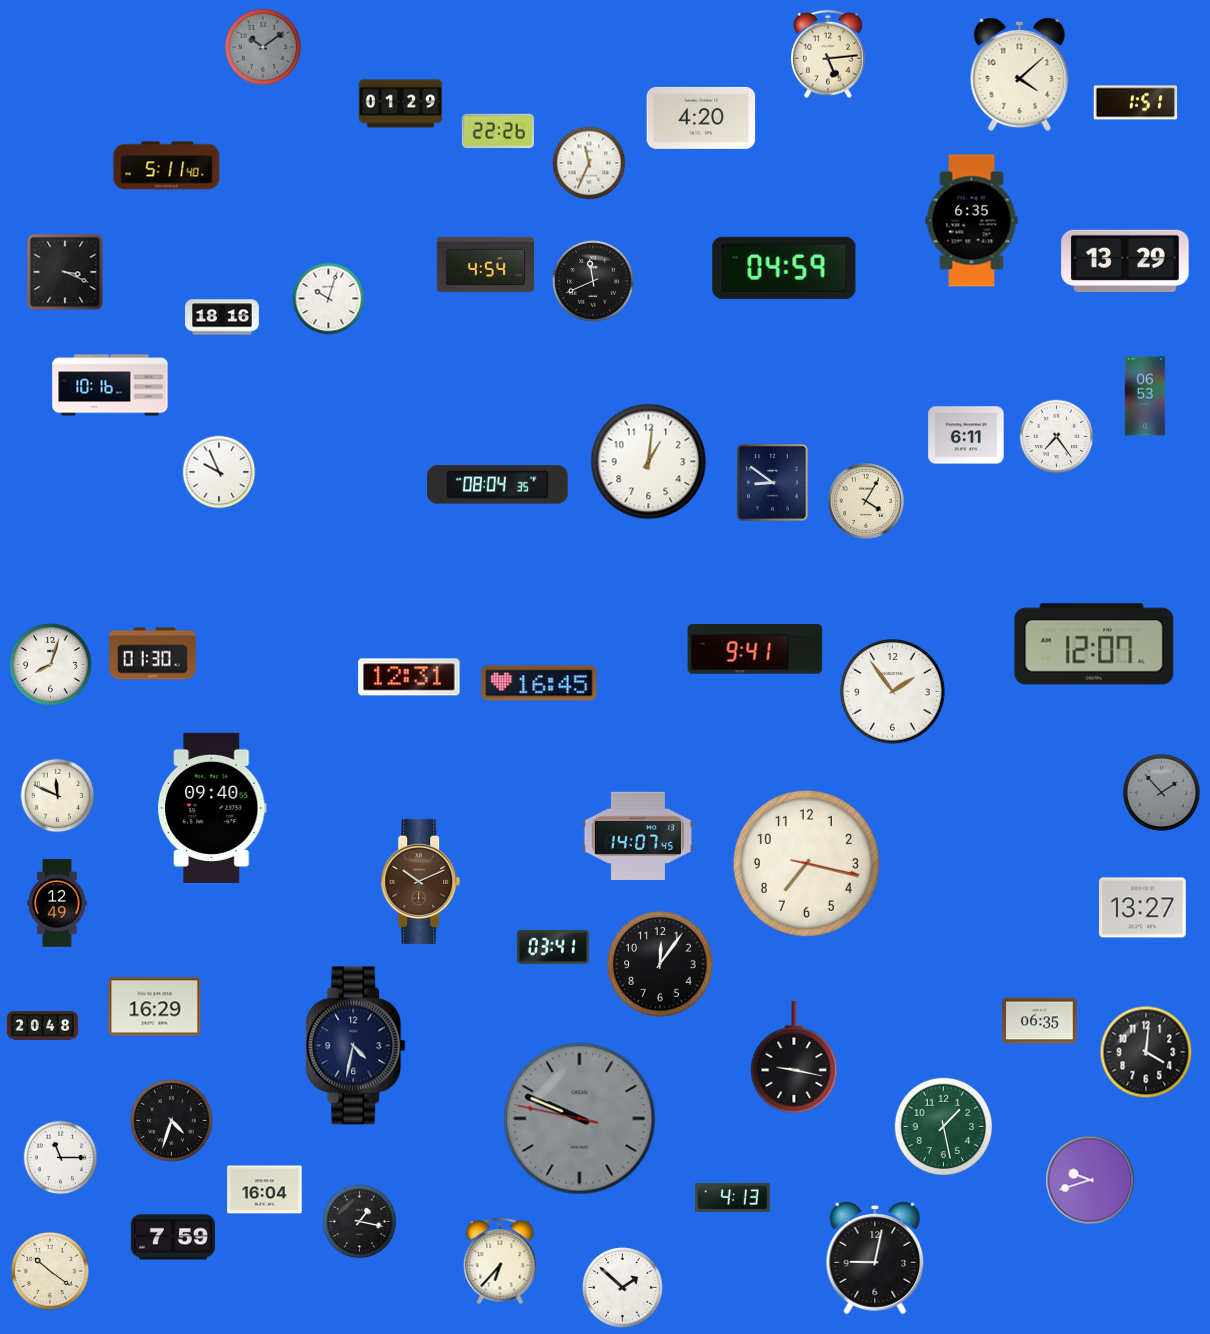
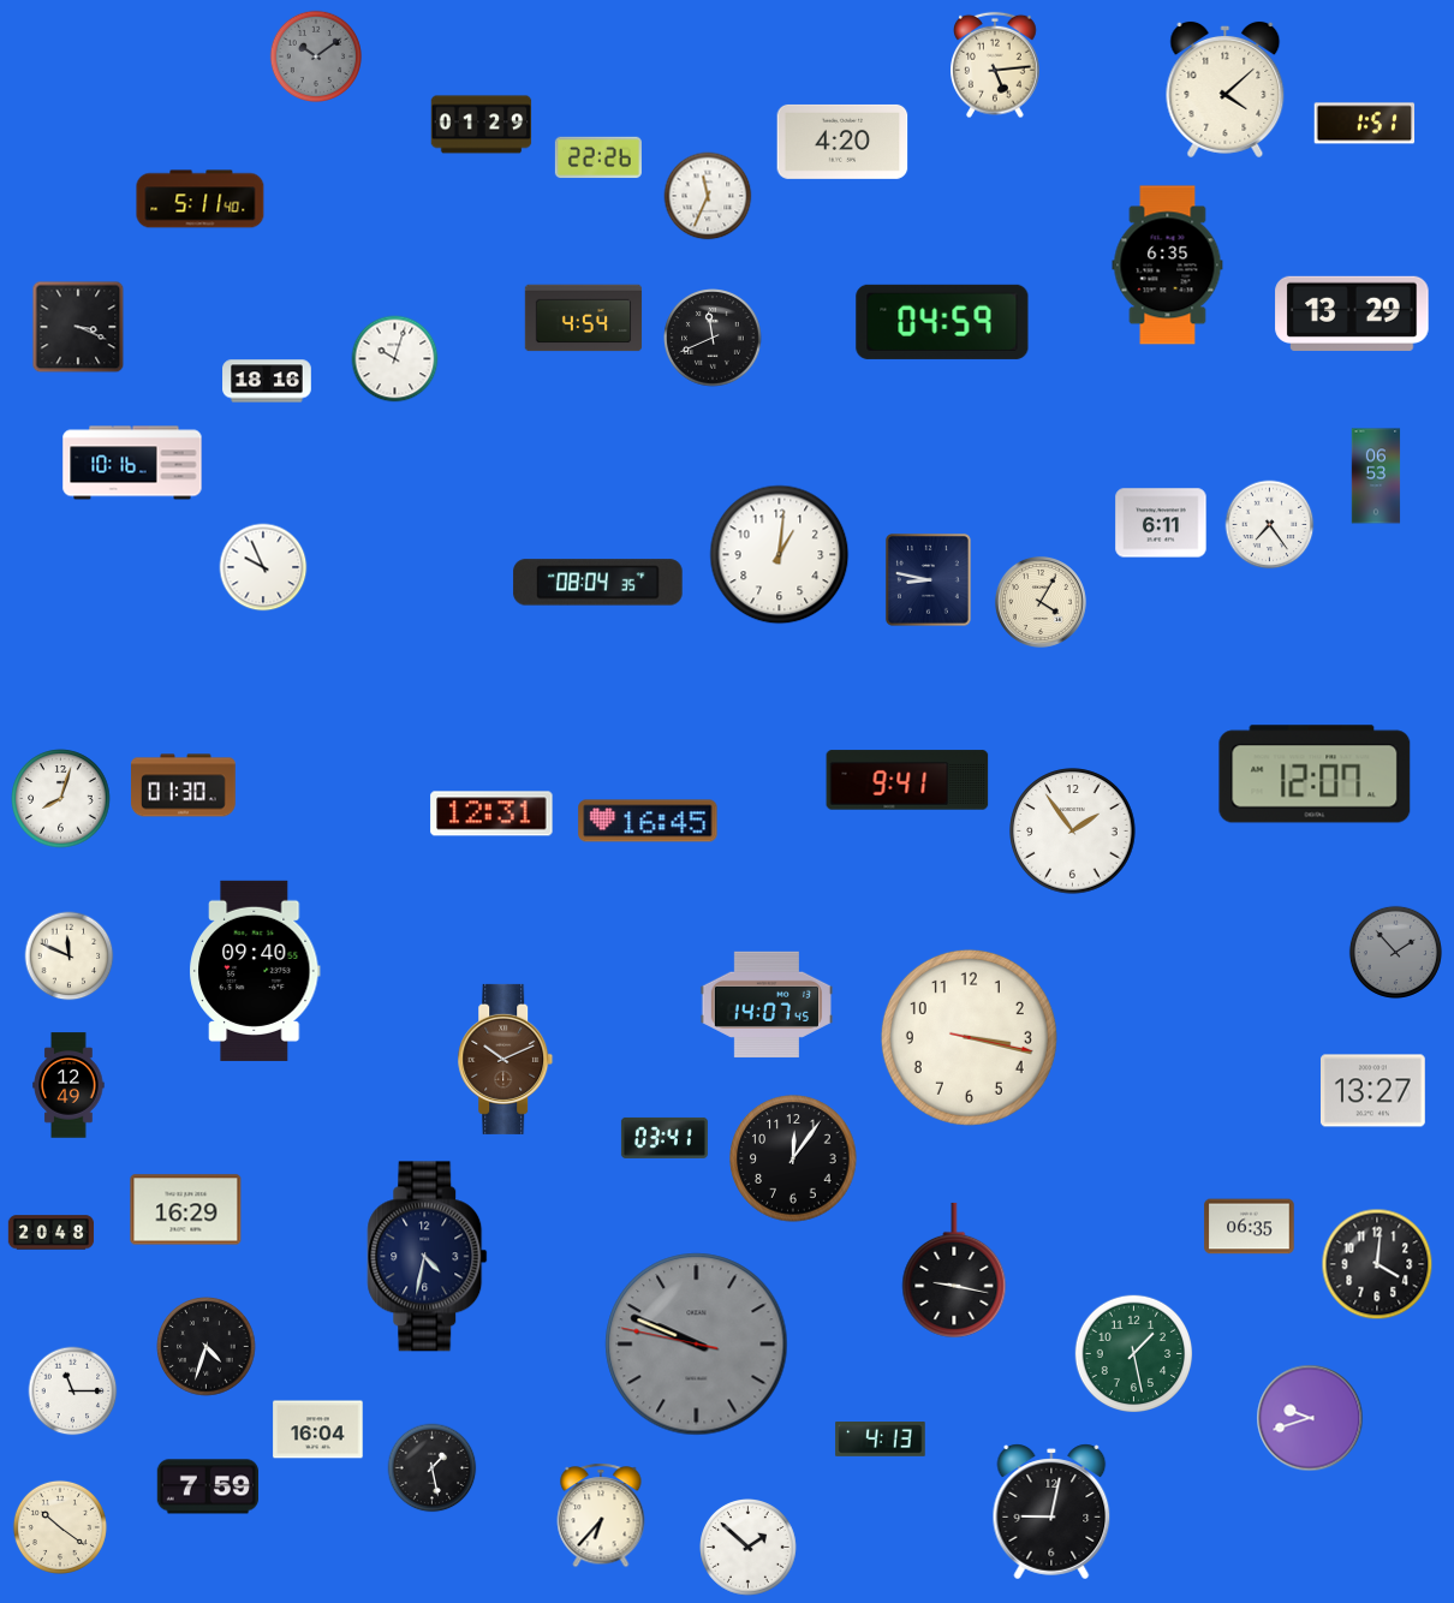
clock at (773, 483): 8:51 -> 8:47
clock at (806, 863): 7:17 -> 3:17
clock at (360, 1222): 1:17 -> 1:28
